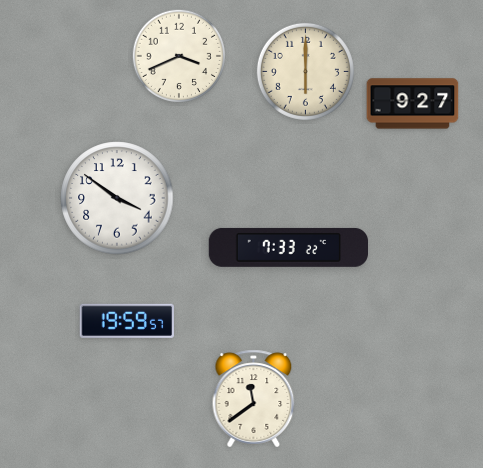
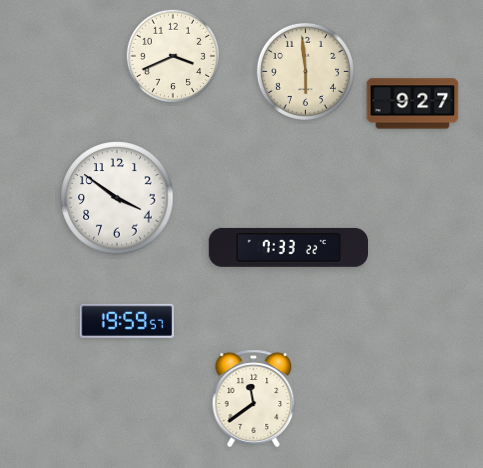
clock at (178, 55) position: (178, 55) -> (172, 55)
clock at (305, 71): 6:00 -> 5:59
